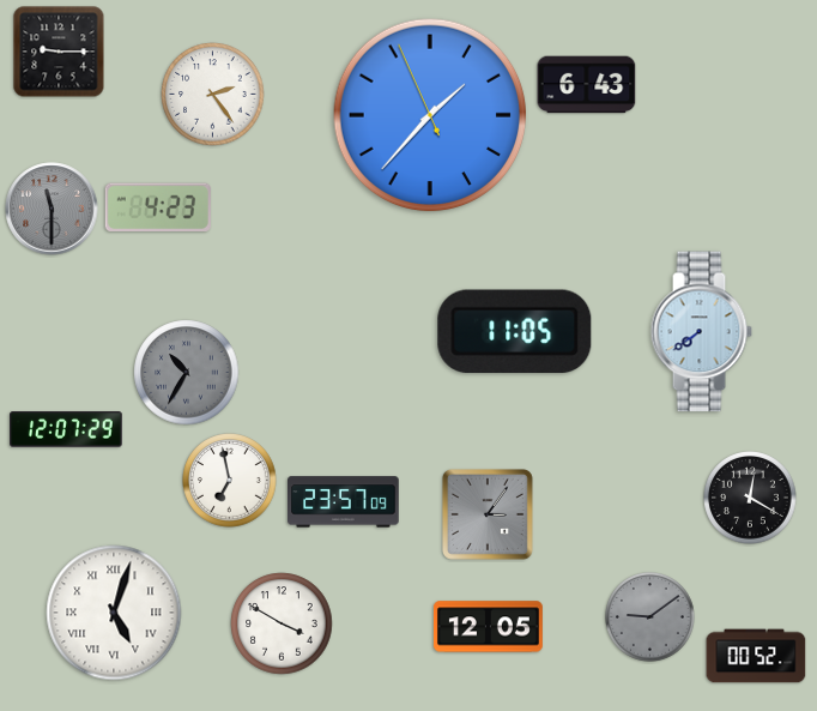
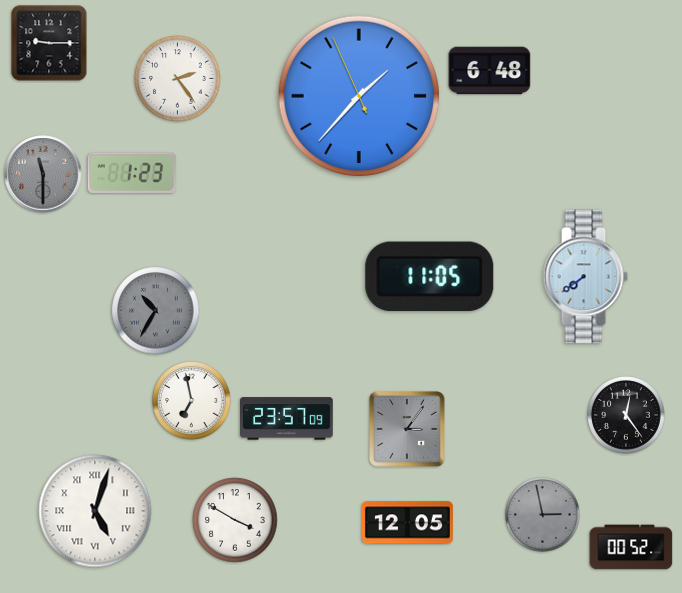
clock at (587, 85): 6:43 -> 6:48
clock at (158, 206): 4:23 -> 1:23
clock at (66, 429): 12:07 -> none
clock at (750, 498): 12:20 -> 12:24
clock at (650, 617): 9:09 -> 2:58
